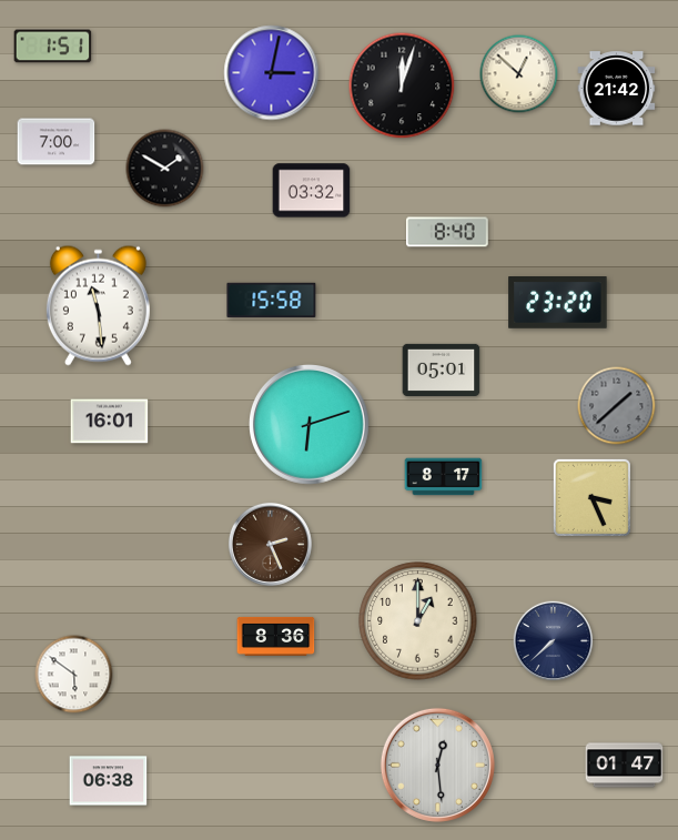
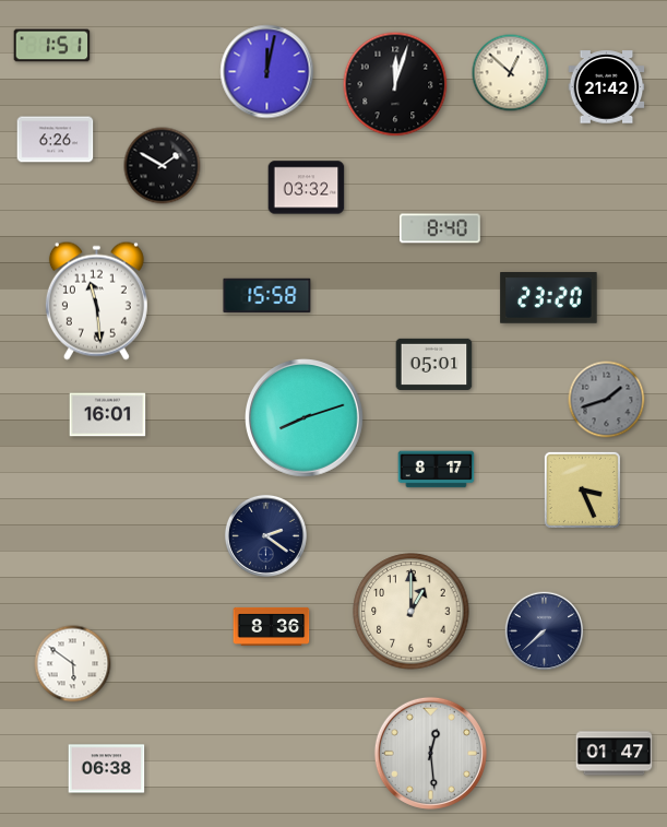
clock at (272, 73): 3:02 -> 12:02
clock at (57, 142): 7:00 -> 6:26
clock at (617, 406): 1:38 -> 1:42
clock at (310, 425): 6:12 -> 8:12
clock at (270, 544): 2:26 -> 2:21
clock at (270, 544) dial: brown -> navy
